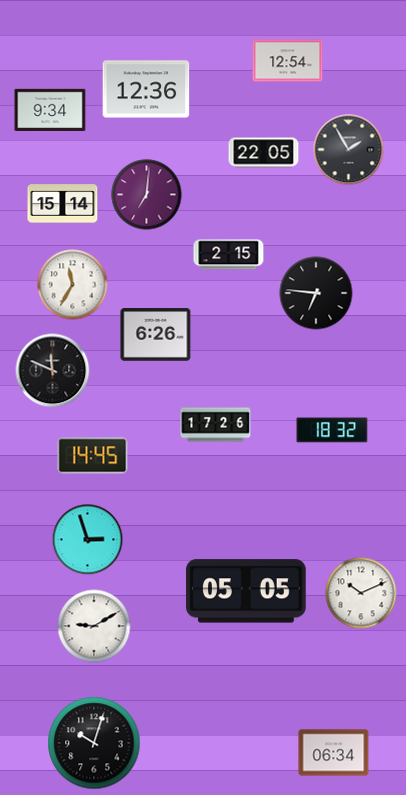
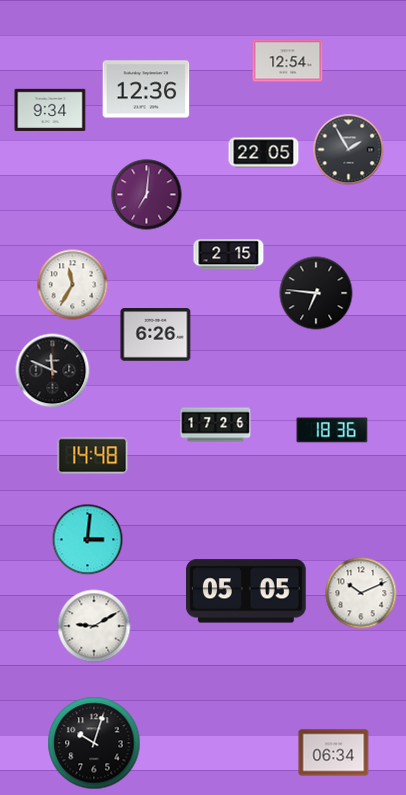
clock at (63, 204): 15:14 -> none
clock at (332, 430): 18:32 -> 18:36
clock at (93, 456): 14:45 -> 14:48
clock at (88, 540): 2:57 -> 3:01
